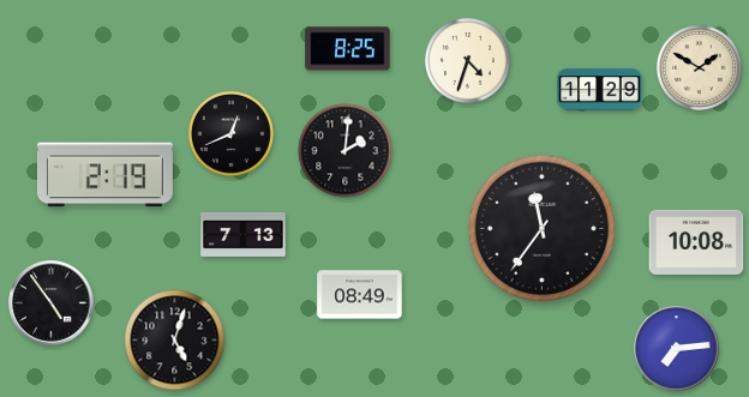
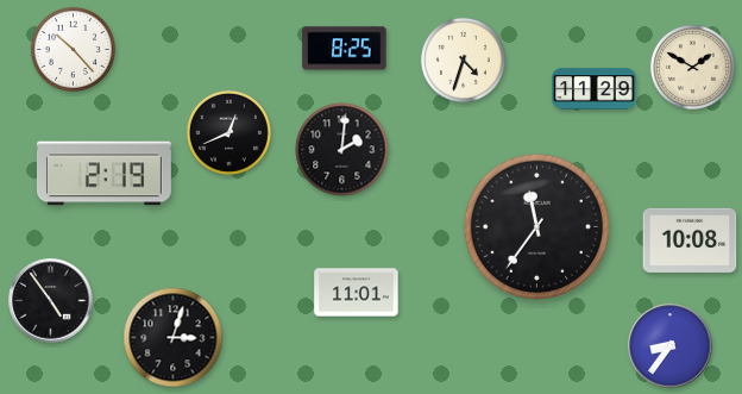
clock at (73, 49): none -> 10:23
clock at (244, 234): 7:13 -> none
clock at (360, 295): 08:49 -> 11:01
clock at (175, 341): 5:03 -> 3:03
clock at (677, 349): 7:14 -> 8:36
